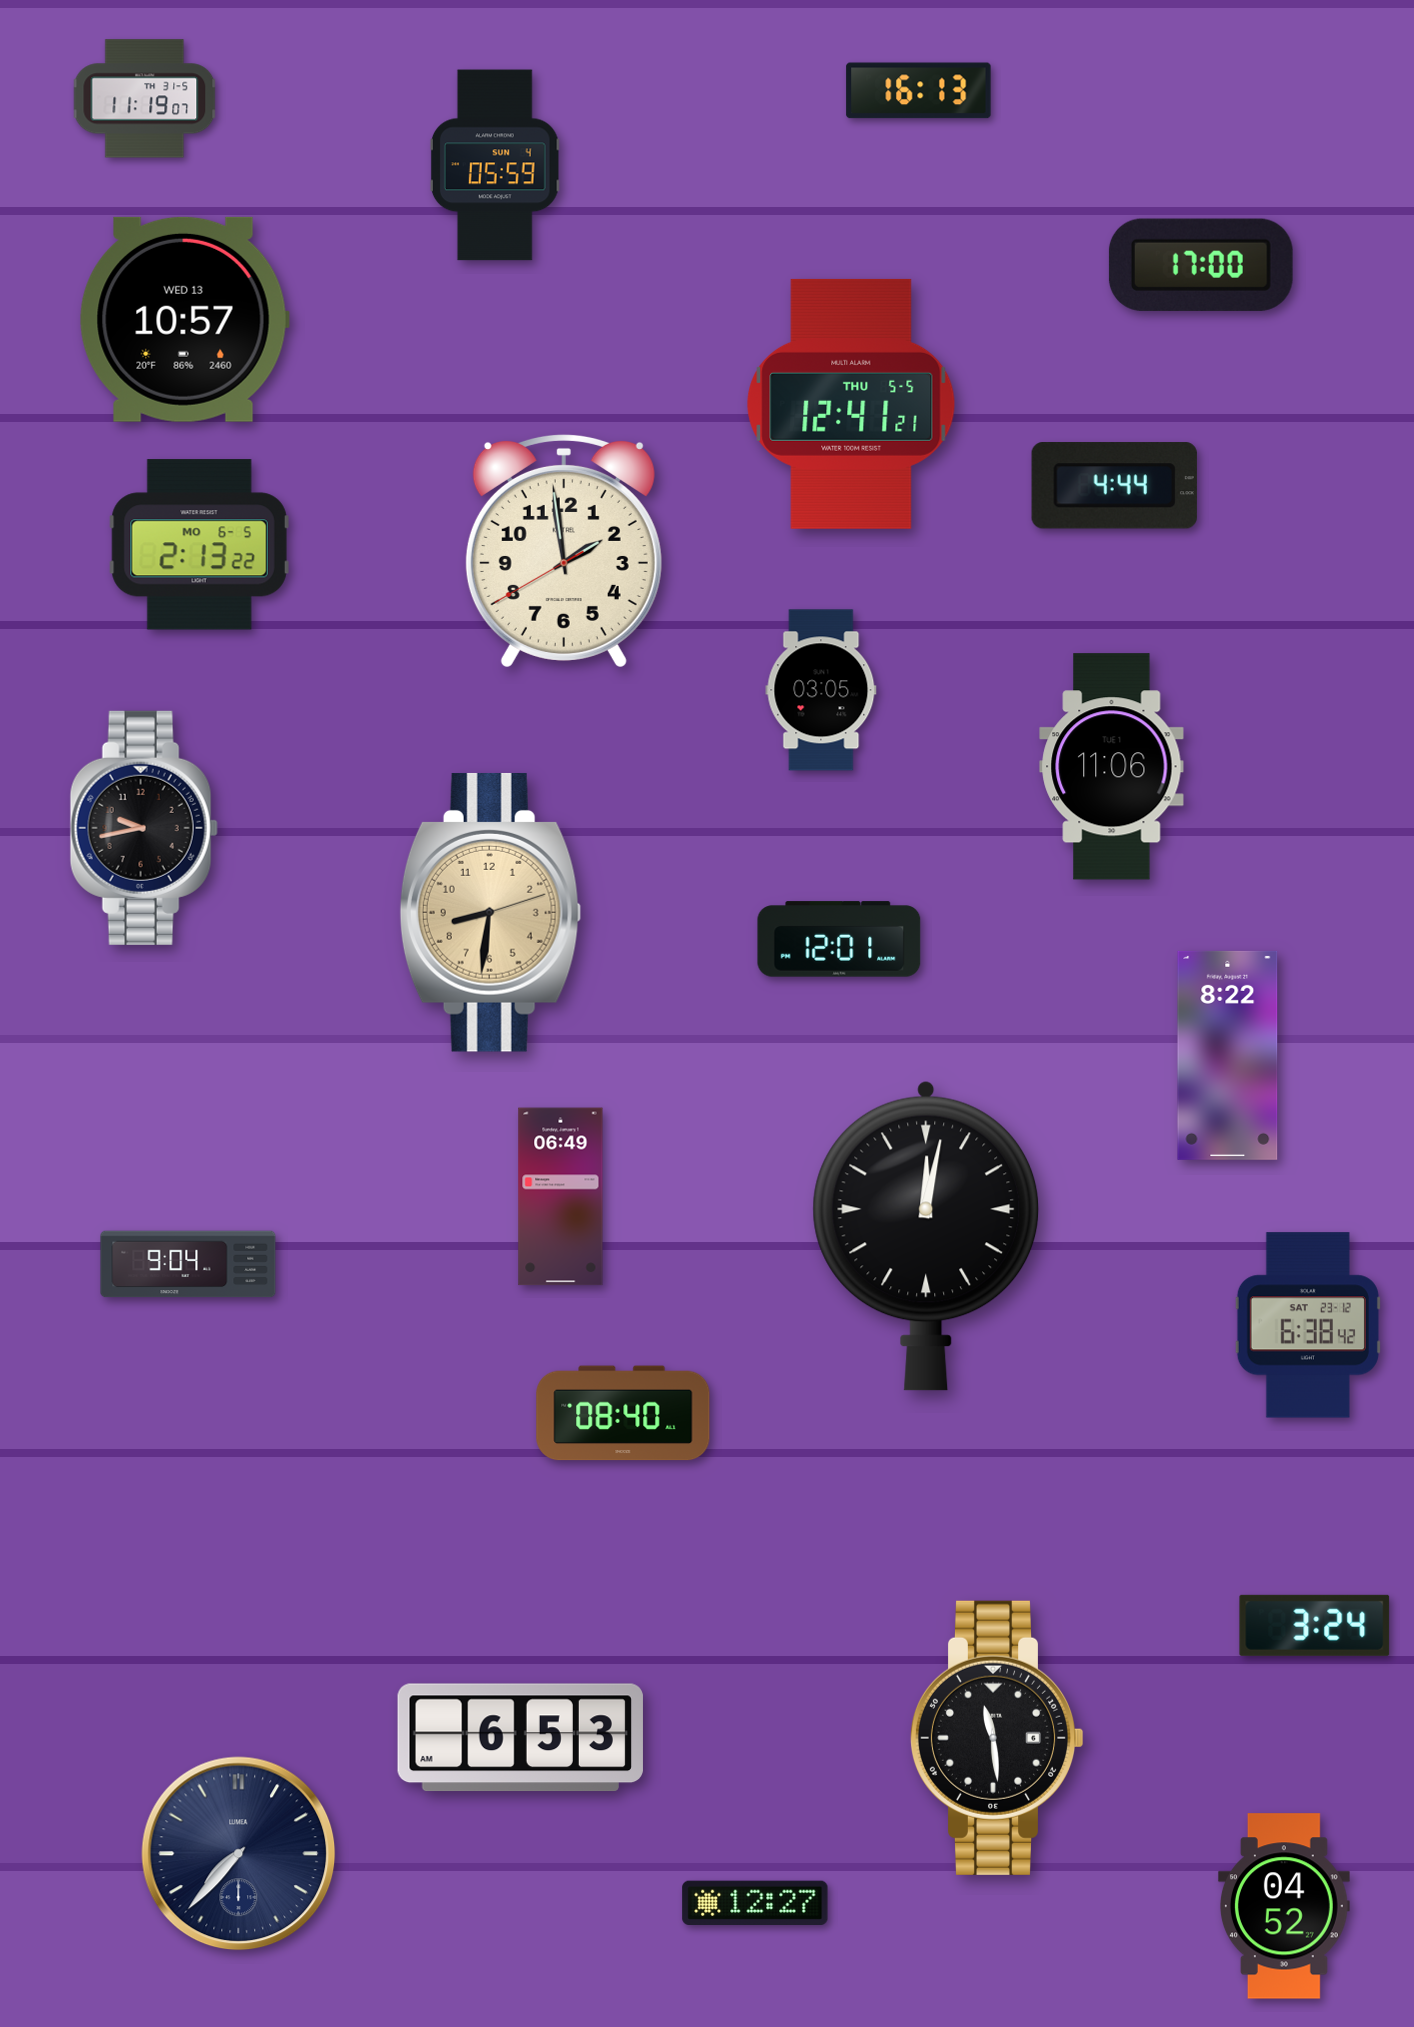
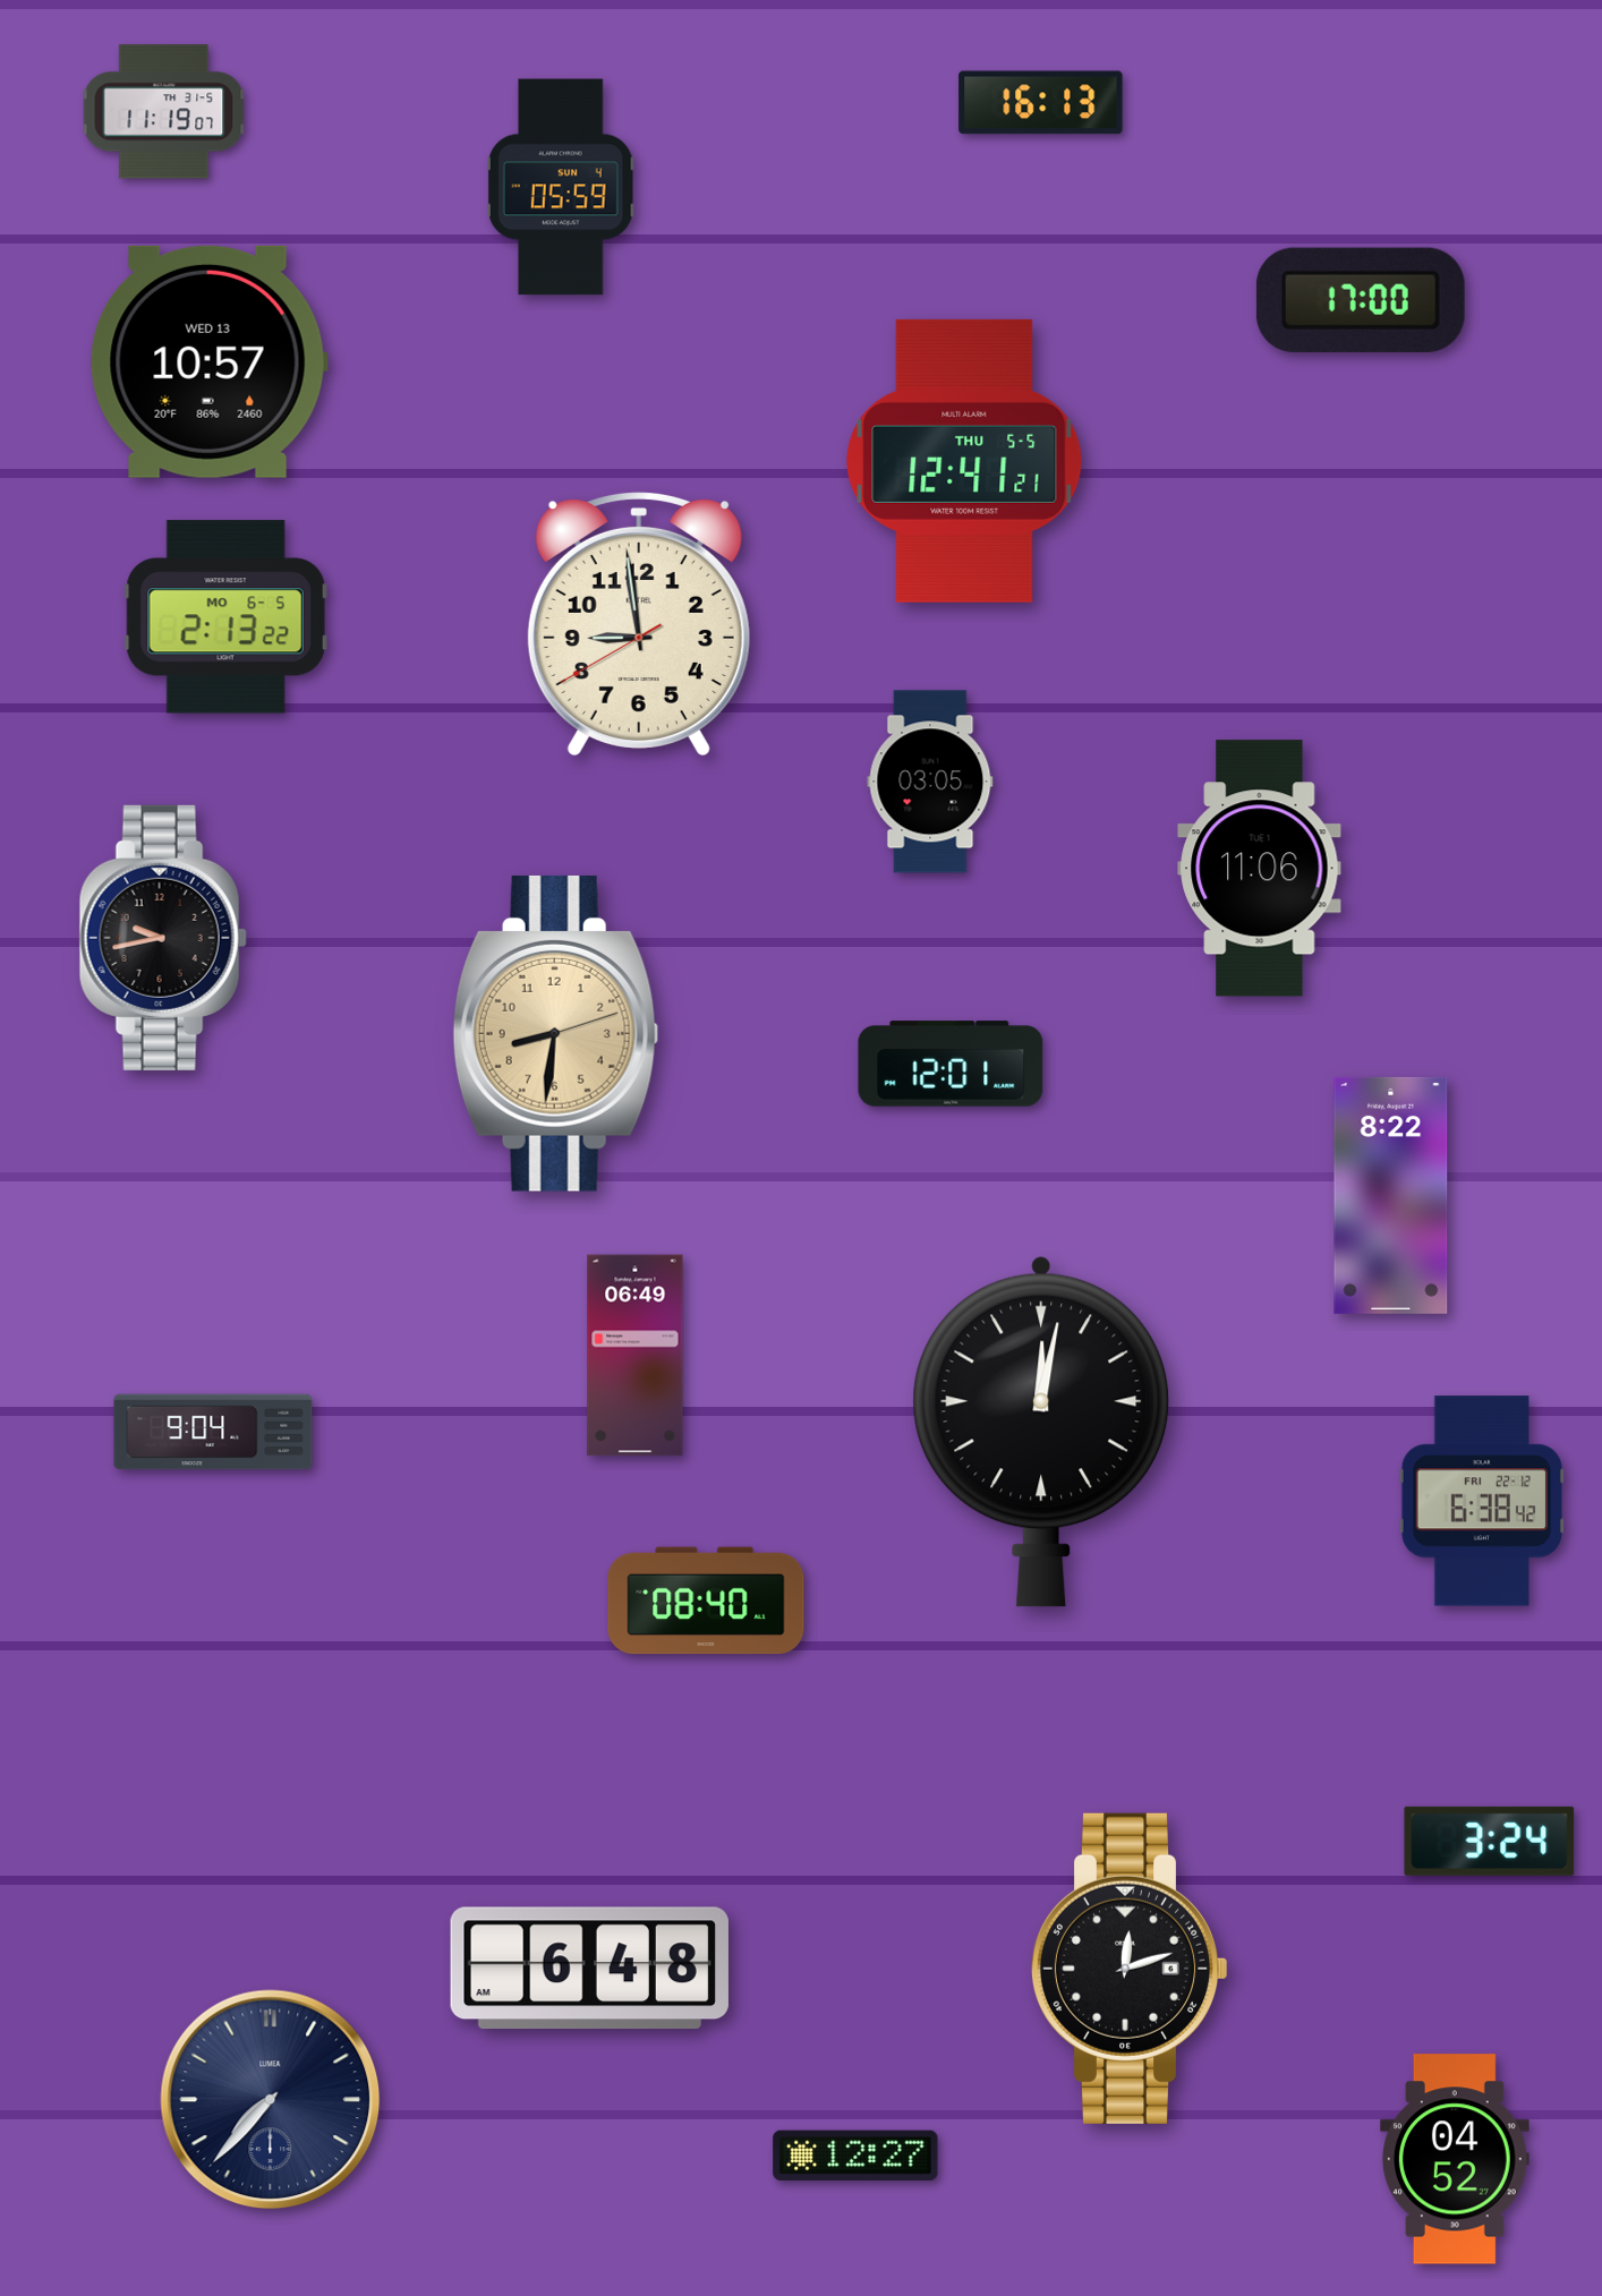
clock at (851, 404) position: (851, 404) -> (964, 461)
clock at (1114, 486): 4:44 -> none
clock at (564, 550): 1:58 -> 8:58
clock at (926, 1236) position: (926, 1236) -> (1041, 1432)
clock at (1308, 1325) date: SAT 23-12 -> FRI 22-12
clock at (520, 1738): 6:53 -> 6:48
clock at (997, 1738): 11:29 -> 12:12
